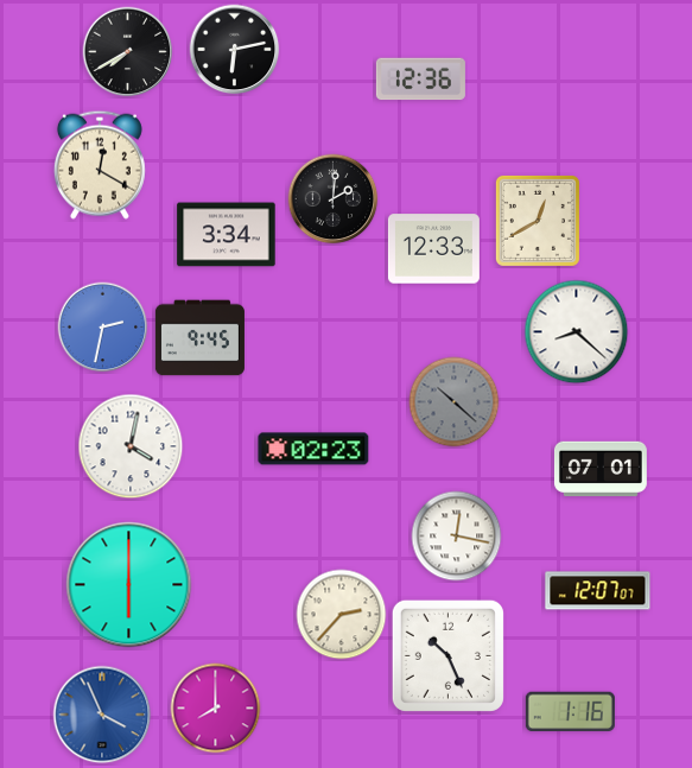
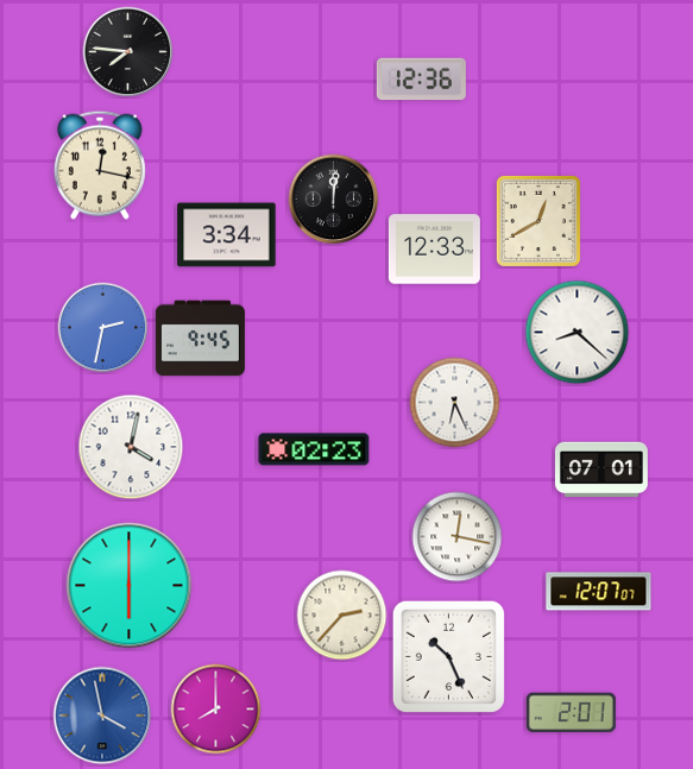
clock at (235, 50): 6:13 -> none
clock at (128, 52): 7:40 -> 7:46
clock at (100, 165): 12:20 -> 12:17
clock at (334, 199): 2:01 -> 12:01
clock at (455, 402): 10:22 -> 6:26
clock at (455, 402) dial: grey -> white
clock at (570, 712): 1:16 -> 2:01
clock at (102, 715): 3:56 -> 3:58
